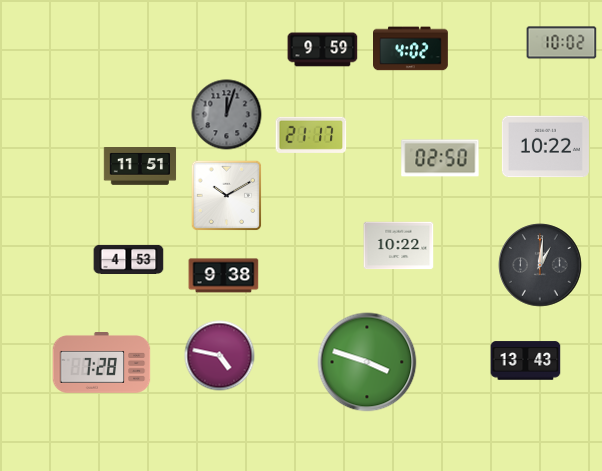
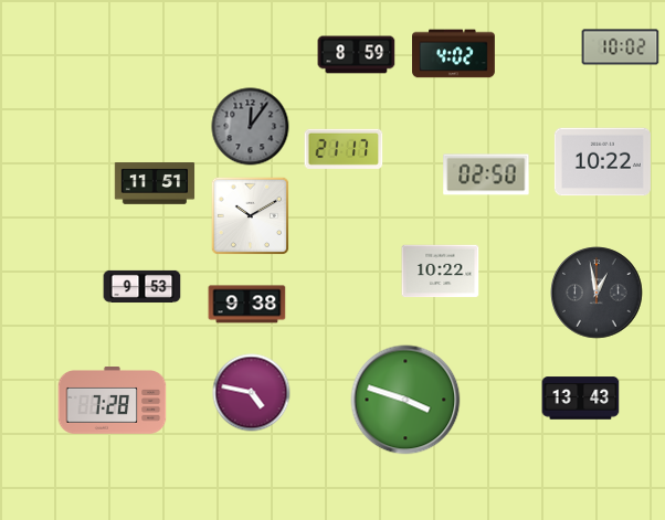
clock at (323, 50): 9:59 -> 8:59
clock at (227, 115): 12:03 -> 12:06
clock at (129, 259): 4:53 -> 9:53
clock at (540, 265): 1:01 -> 12:58
clock at (220, 356) position: (220, 356) -> (252, 393)
